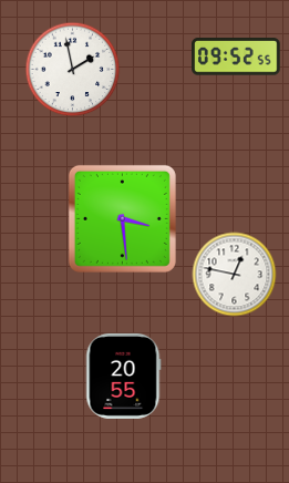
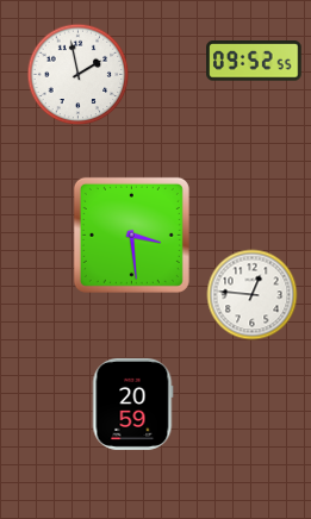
clock at (235, 275): 12:47 -> 12:46
clock at (123, 376): 20:55 -> 20:59
